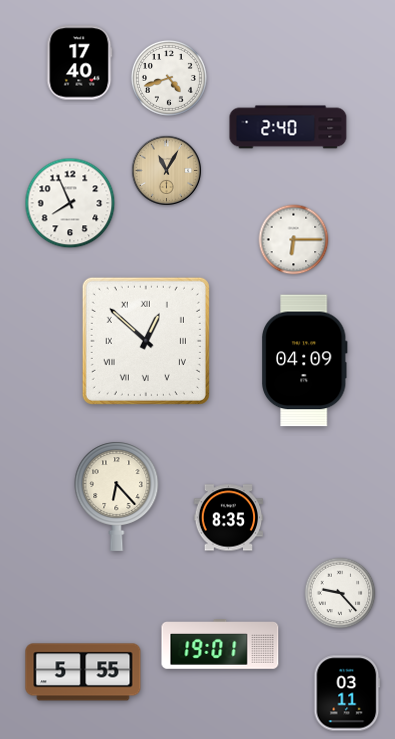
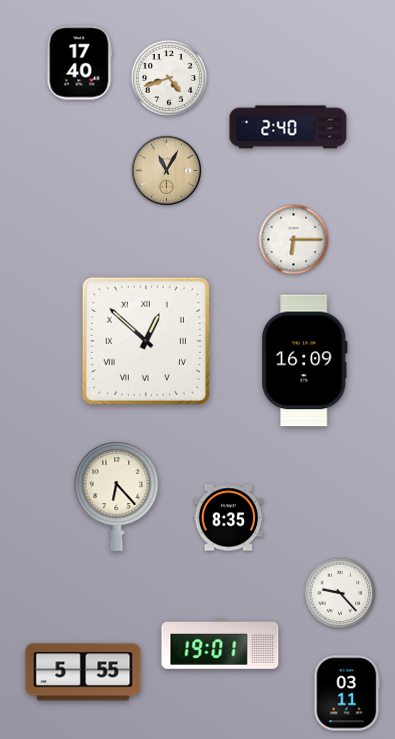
clock at (70, 203): 7:56 -> none
clock at (304, 361): 04:09 -> 16:09
